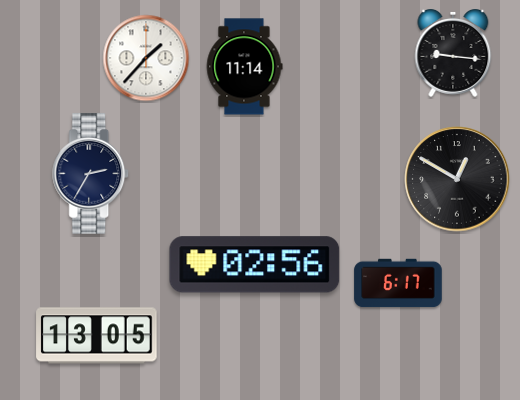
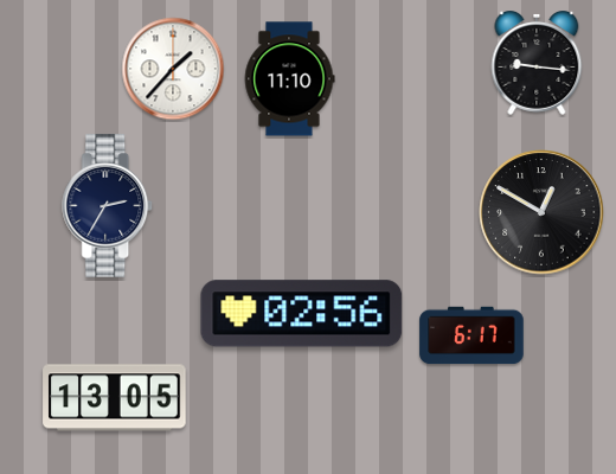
clock at (244, 67): 11:14 -> 11:10
